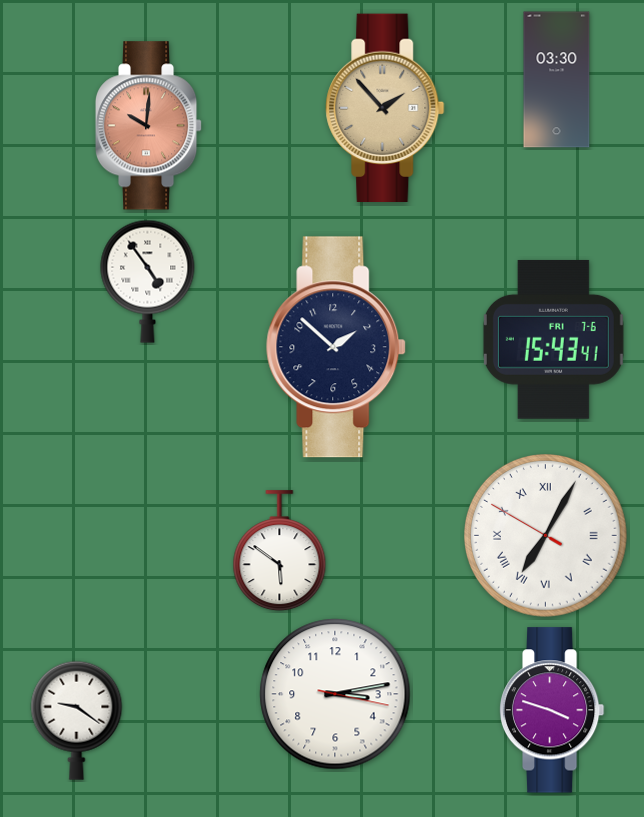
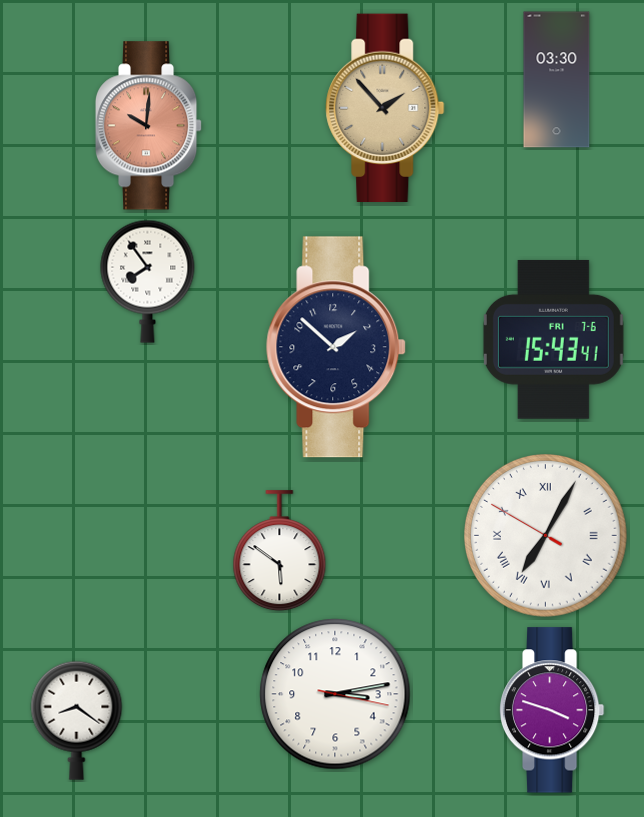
clock at (148, 281): 4:54 -> 7:54
clock at (77, 720): 9:21 -> 8:21
